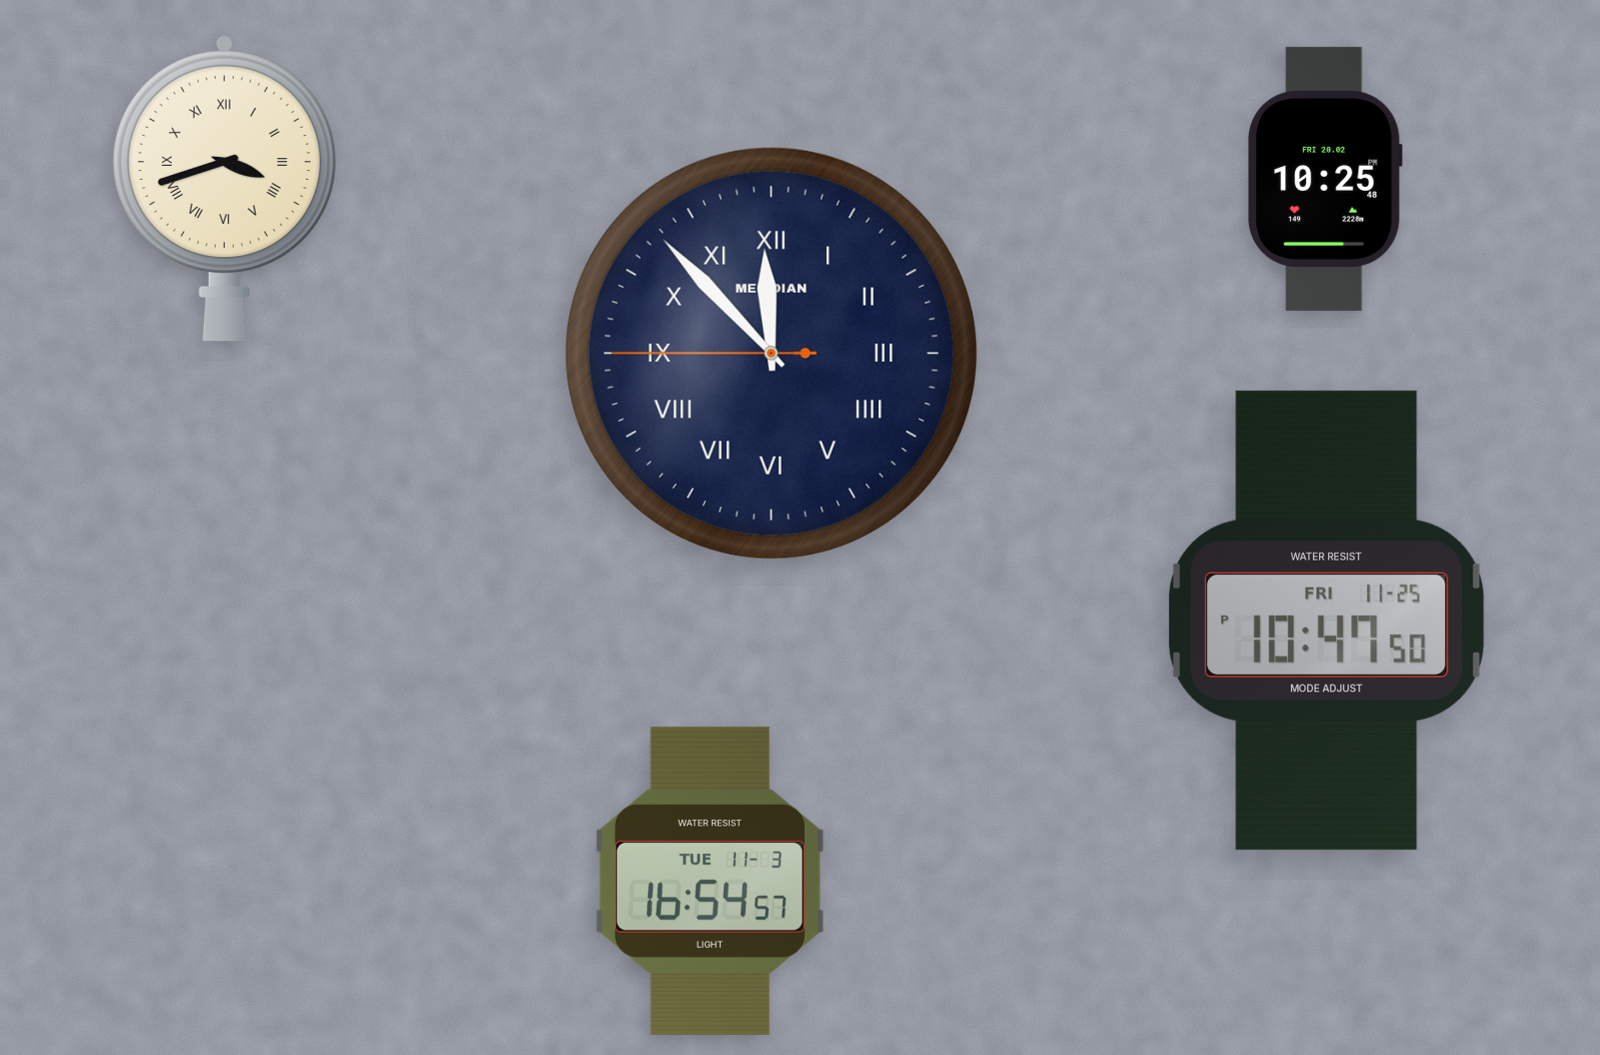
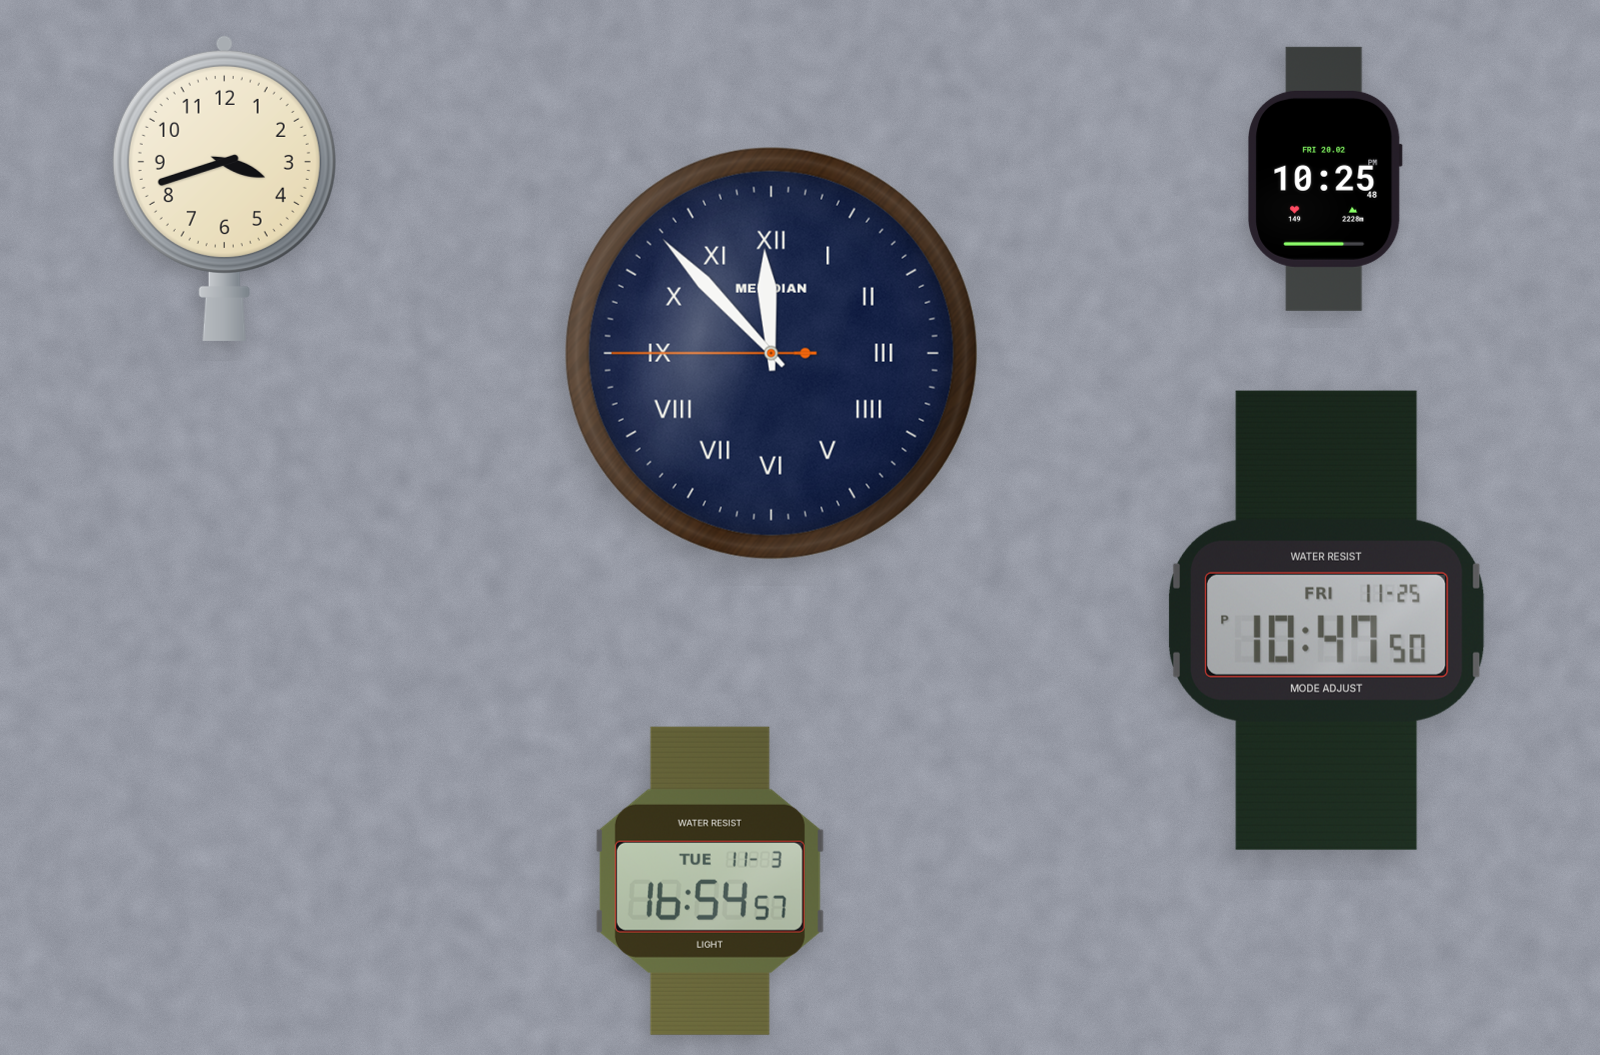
clock at (224, 188) numerals: Roman -> Arabic
